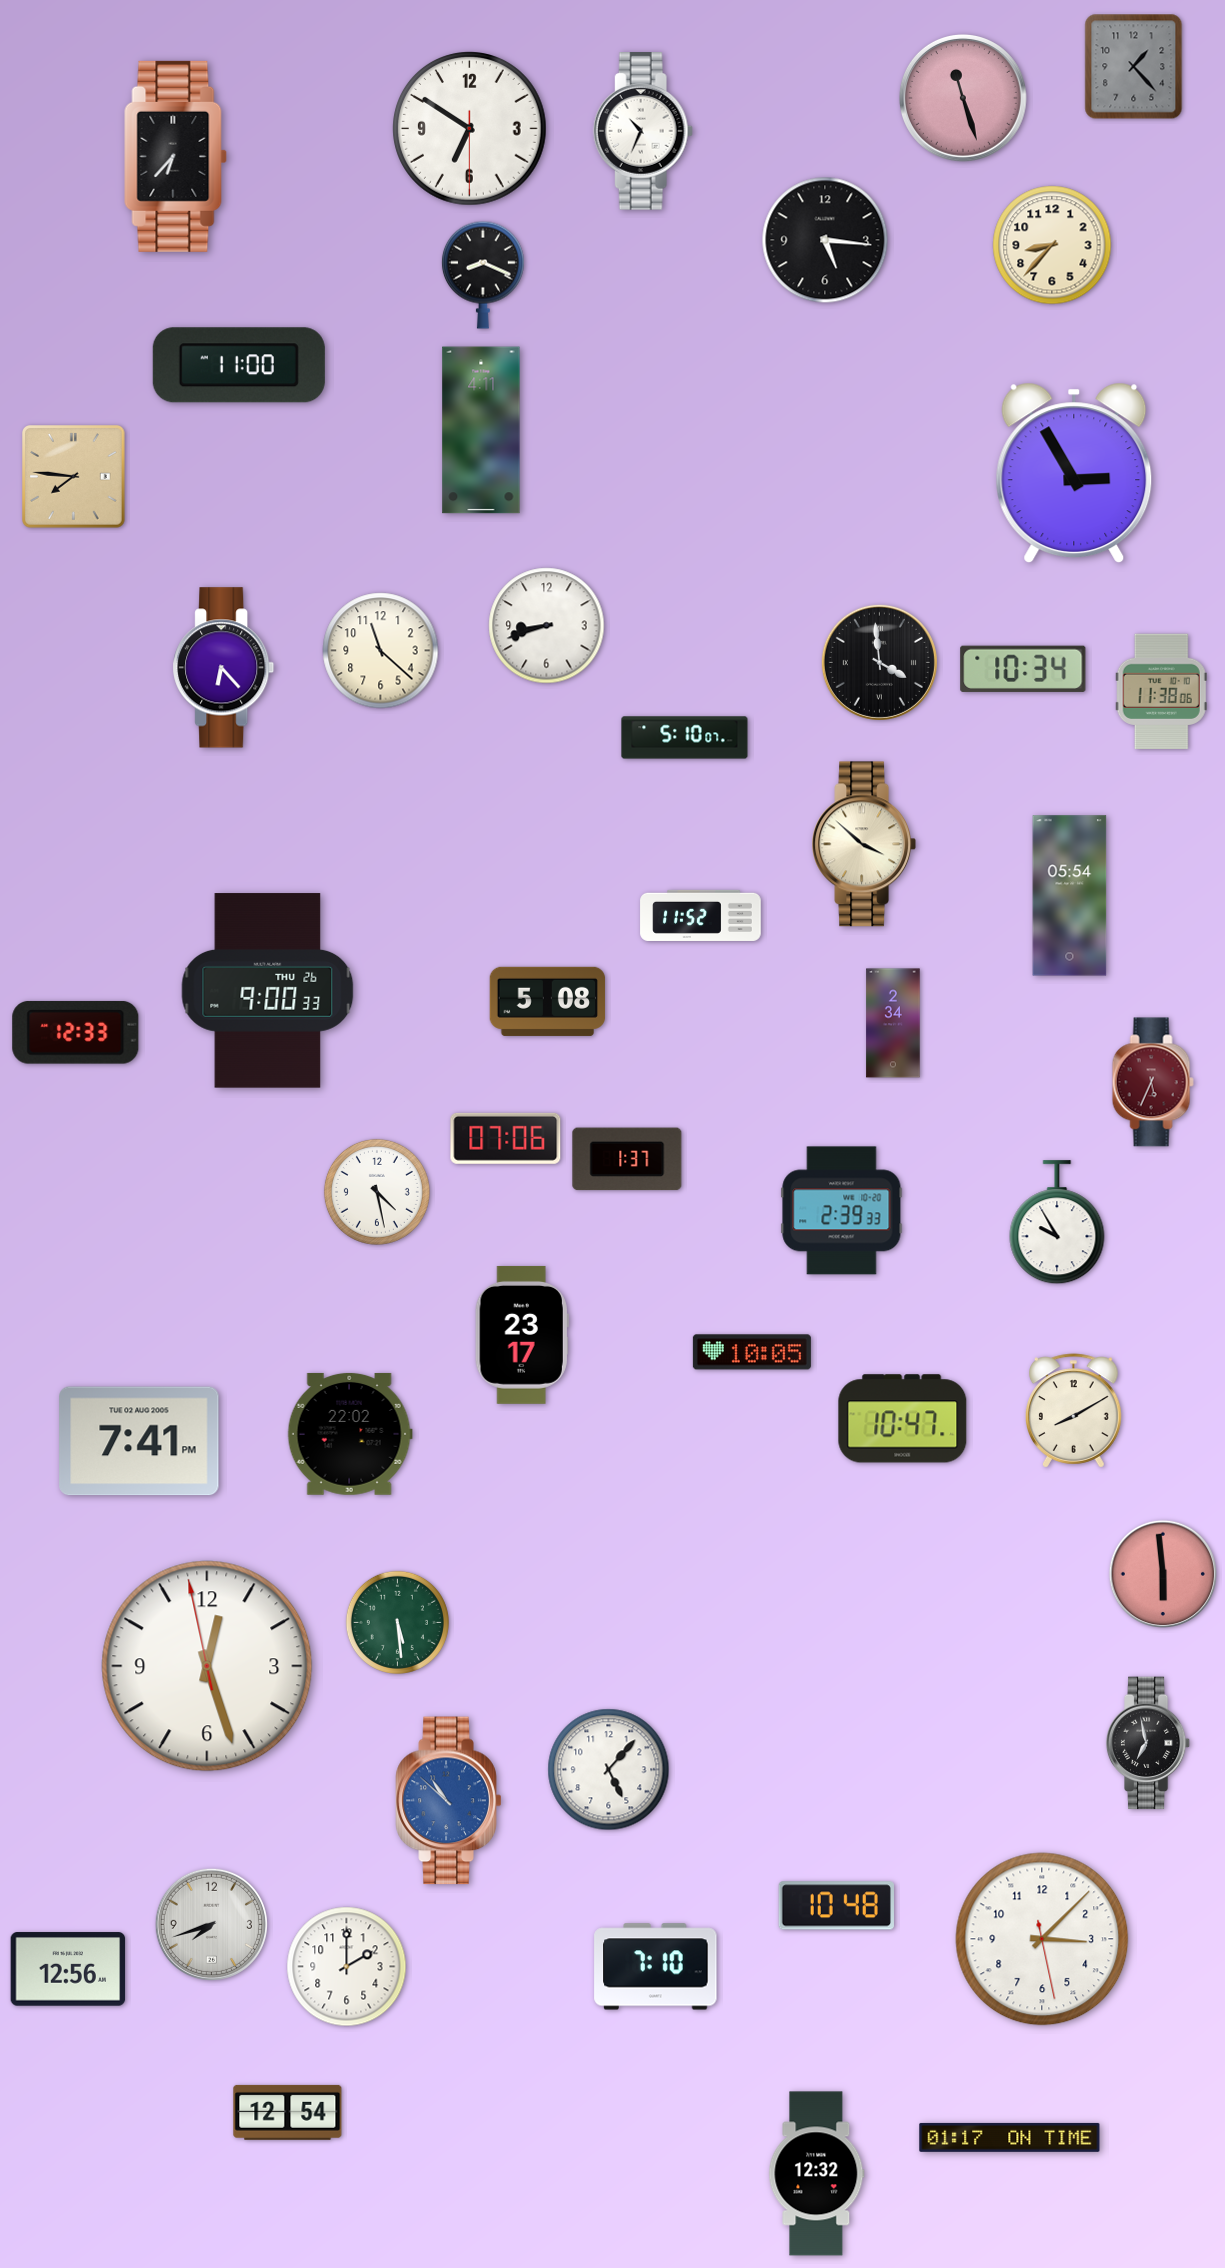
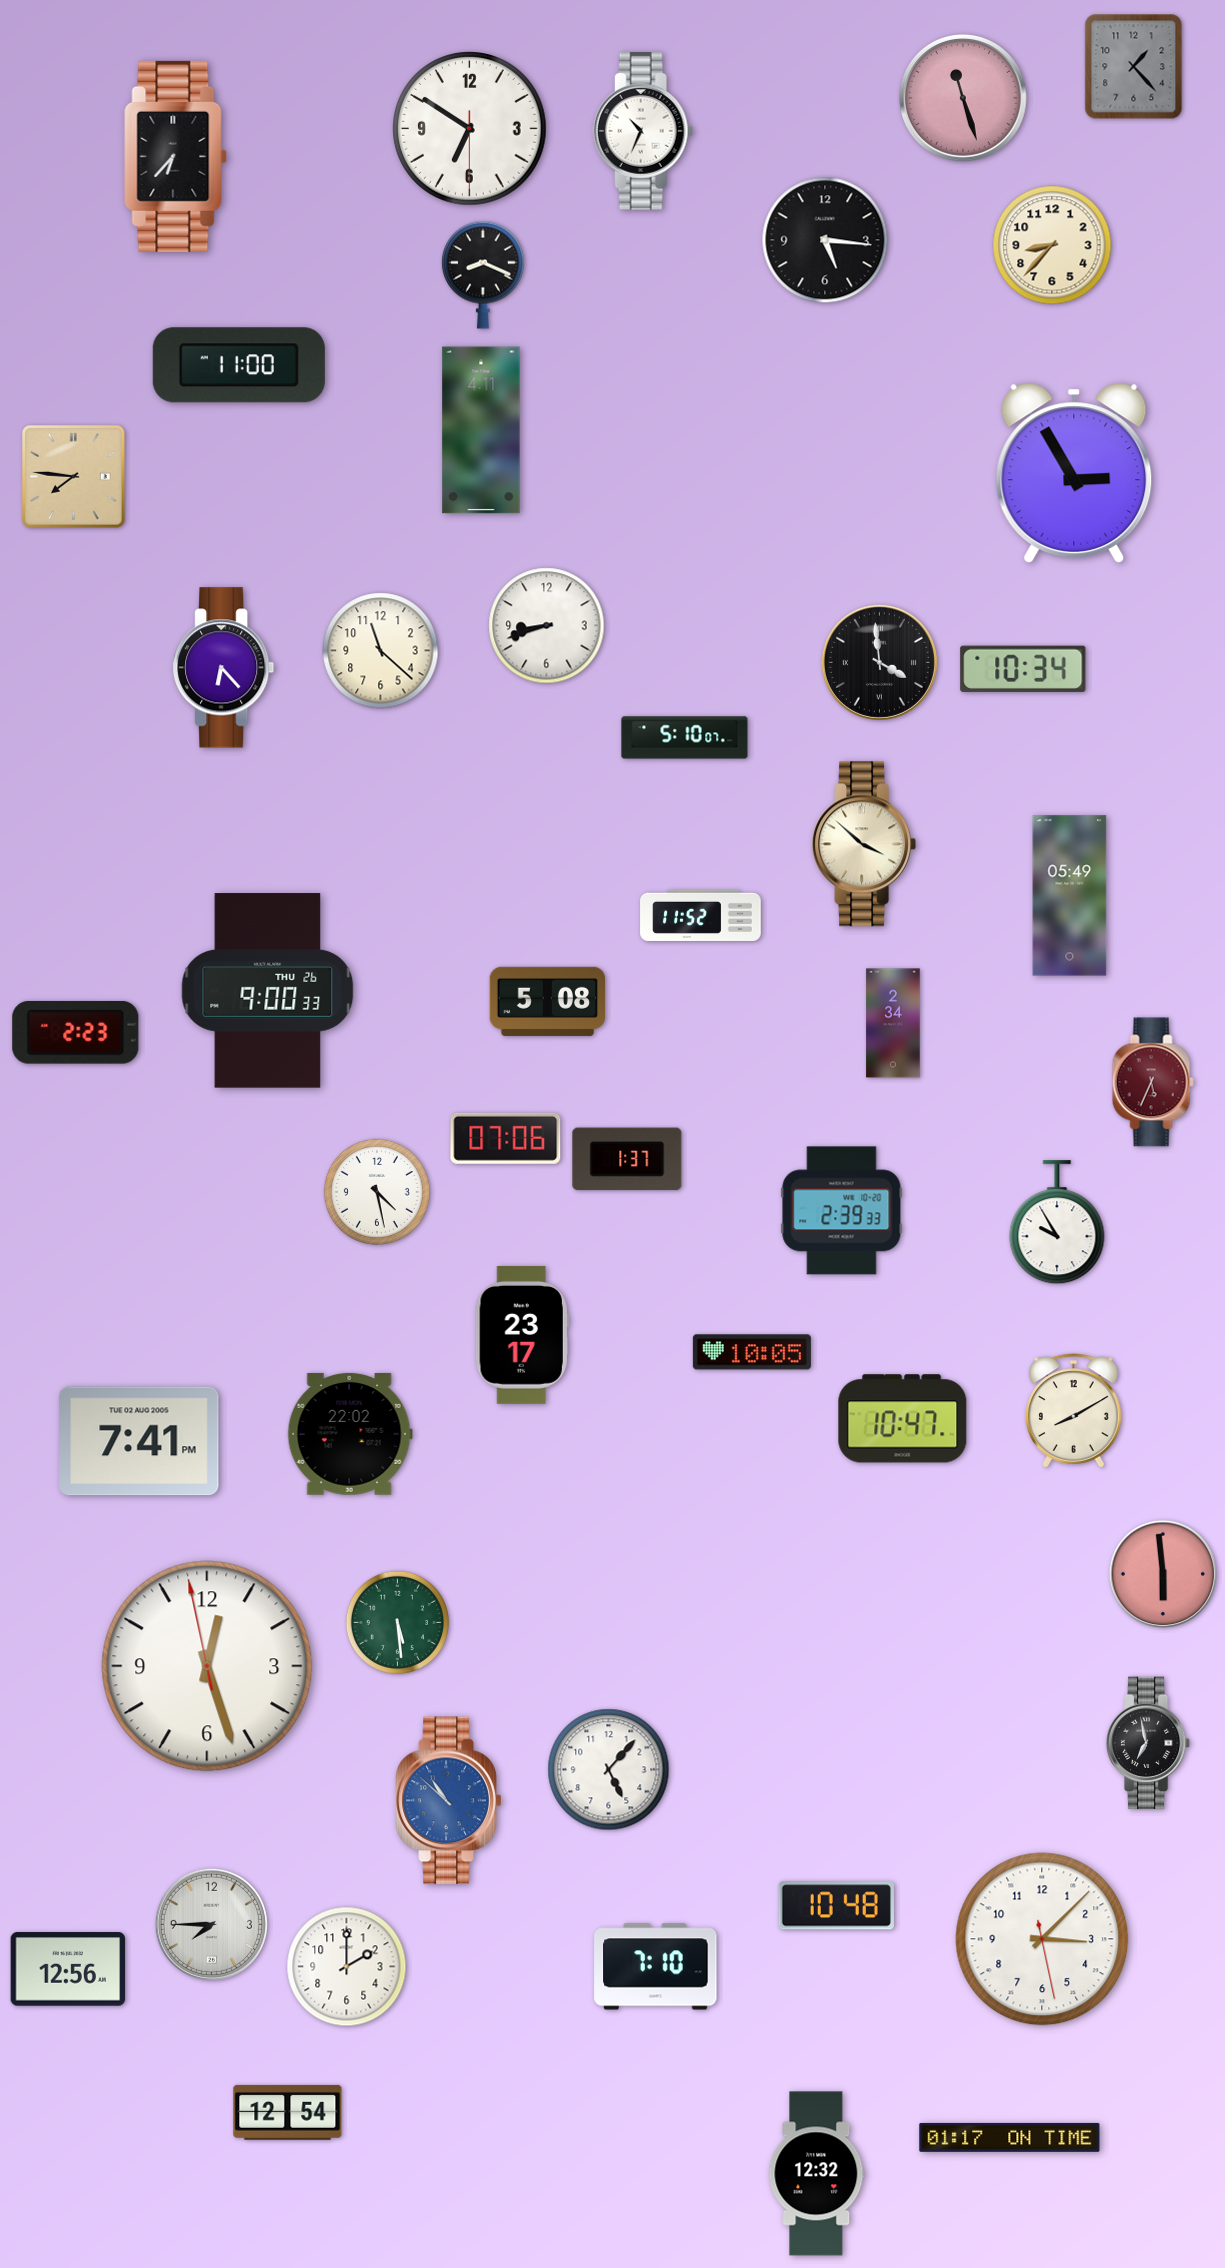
clock at (1161, 692): 11:38 -> none
clock at (1070, 896): 05:54 -> 05:49
clock at (76, 1032): 12:33 -> 2:23
clock at (211, 1924): 7:42 -> 7:45
